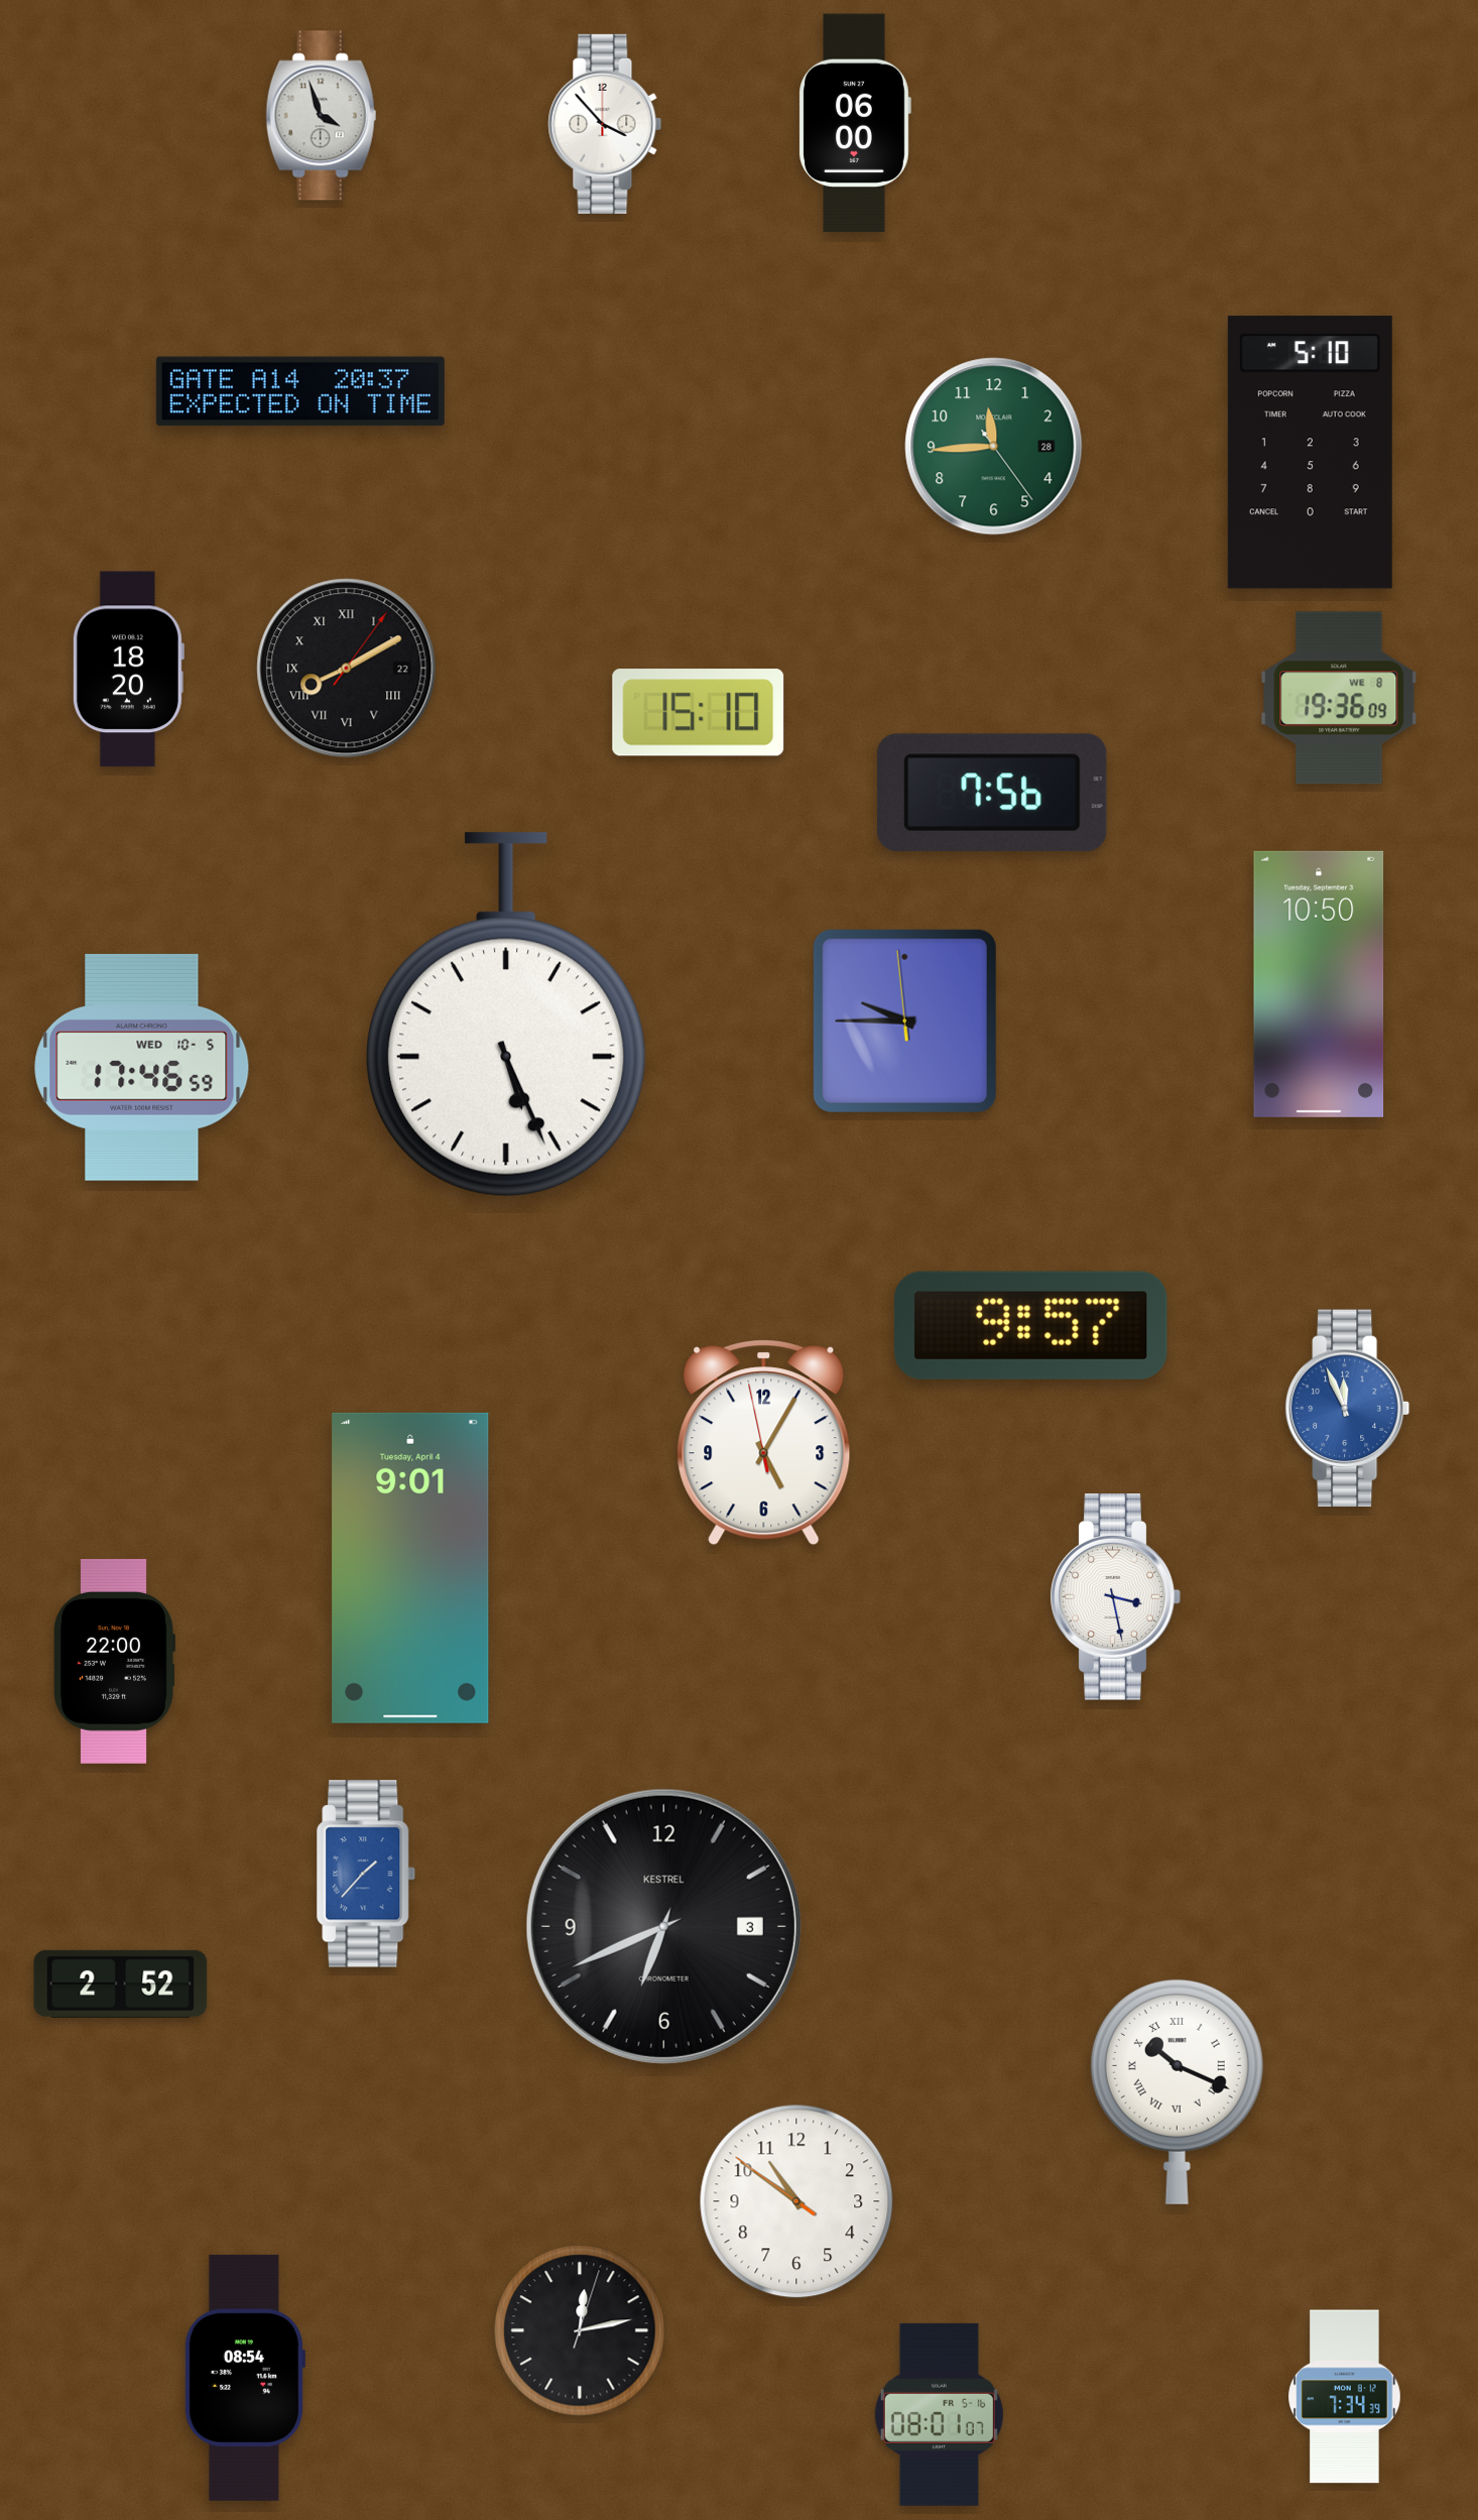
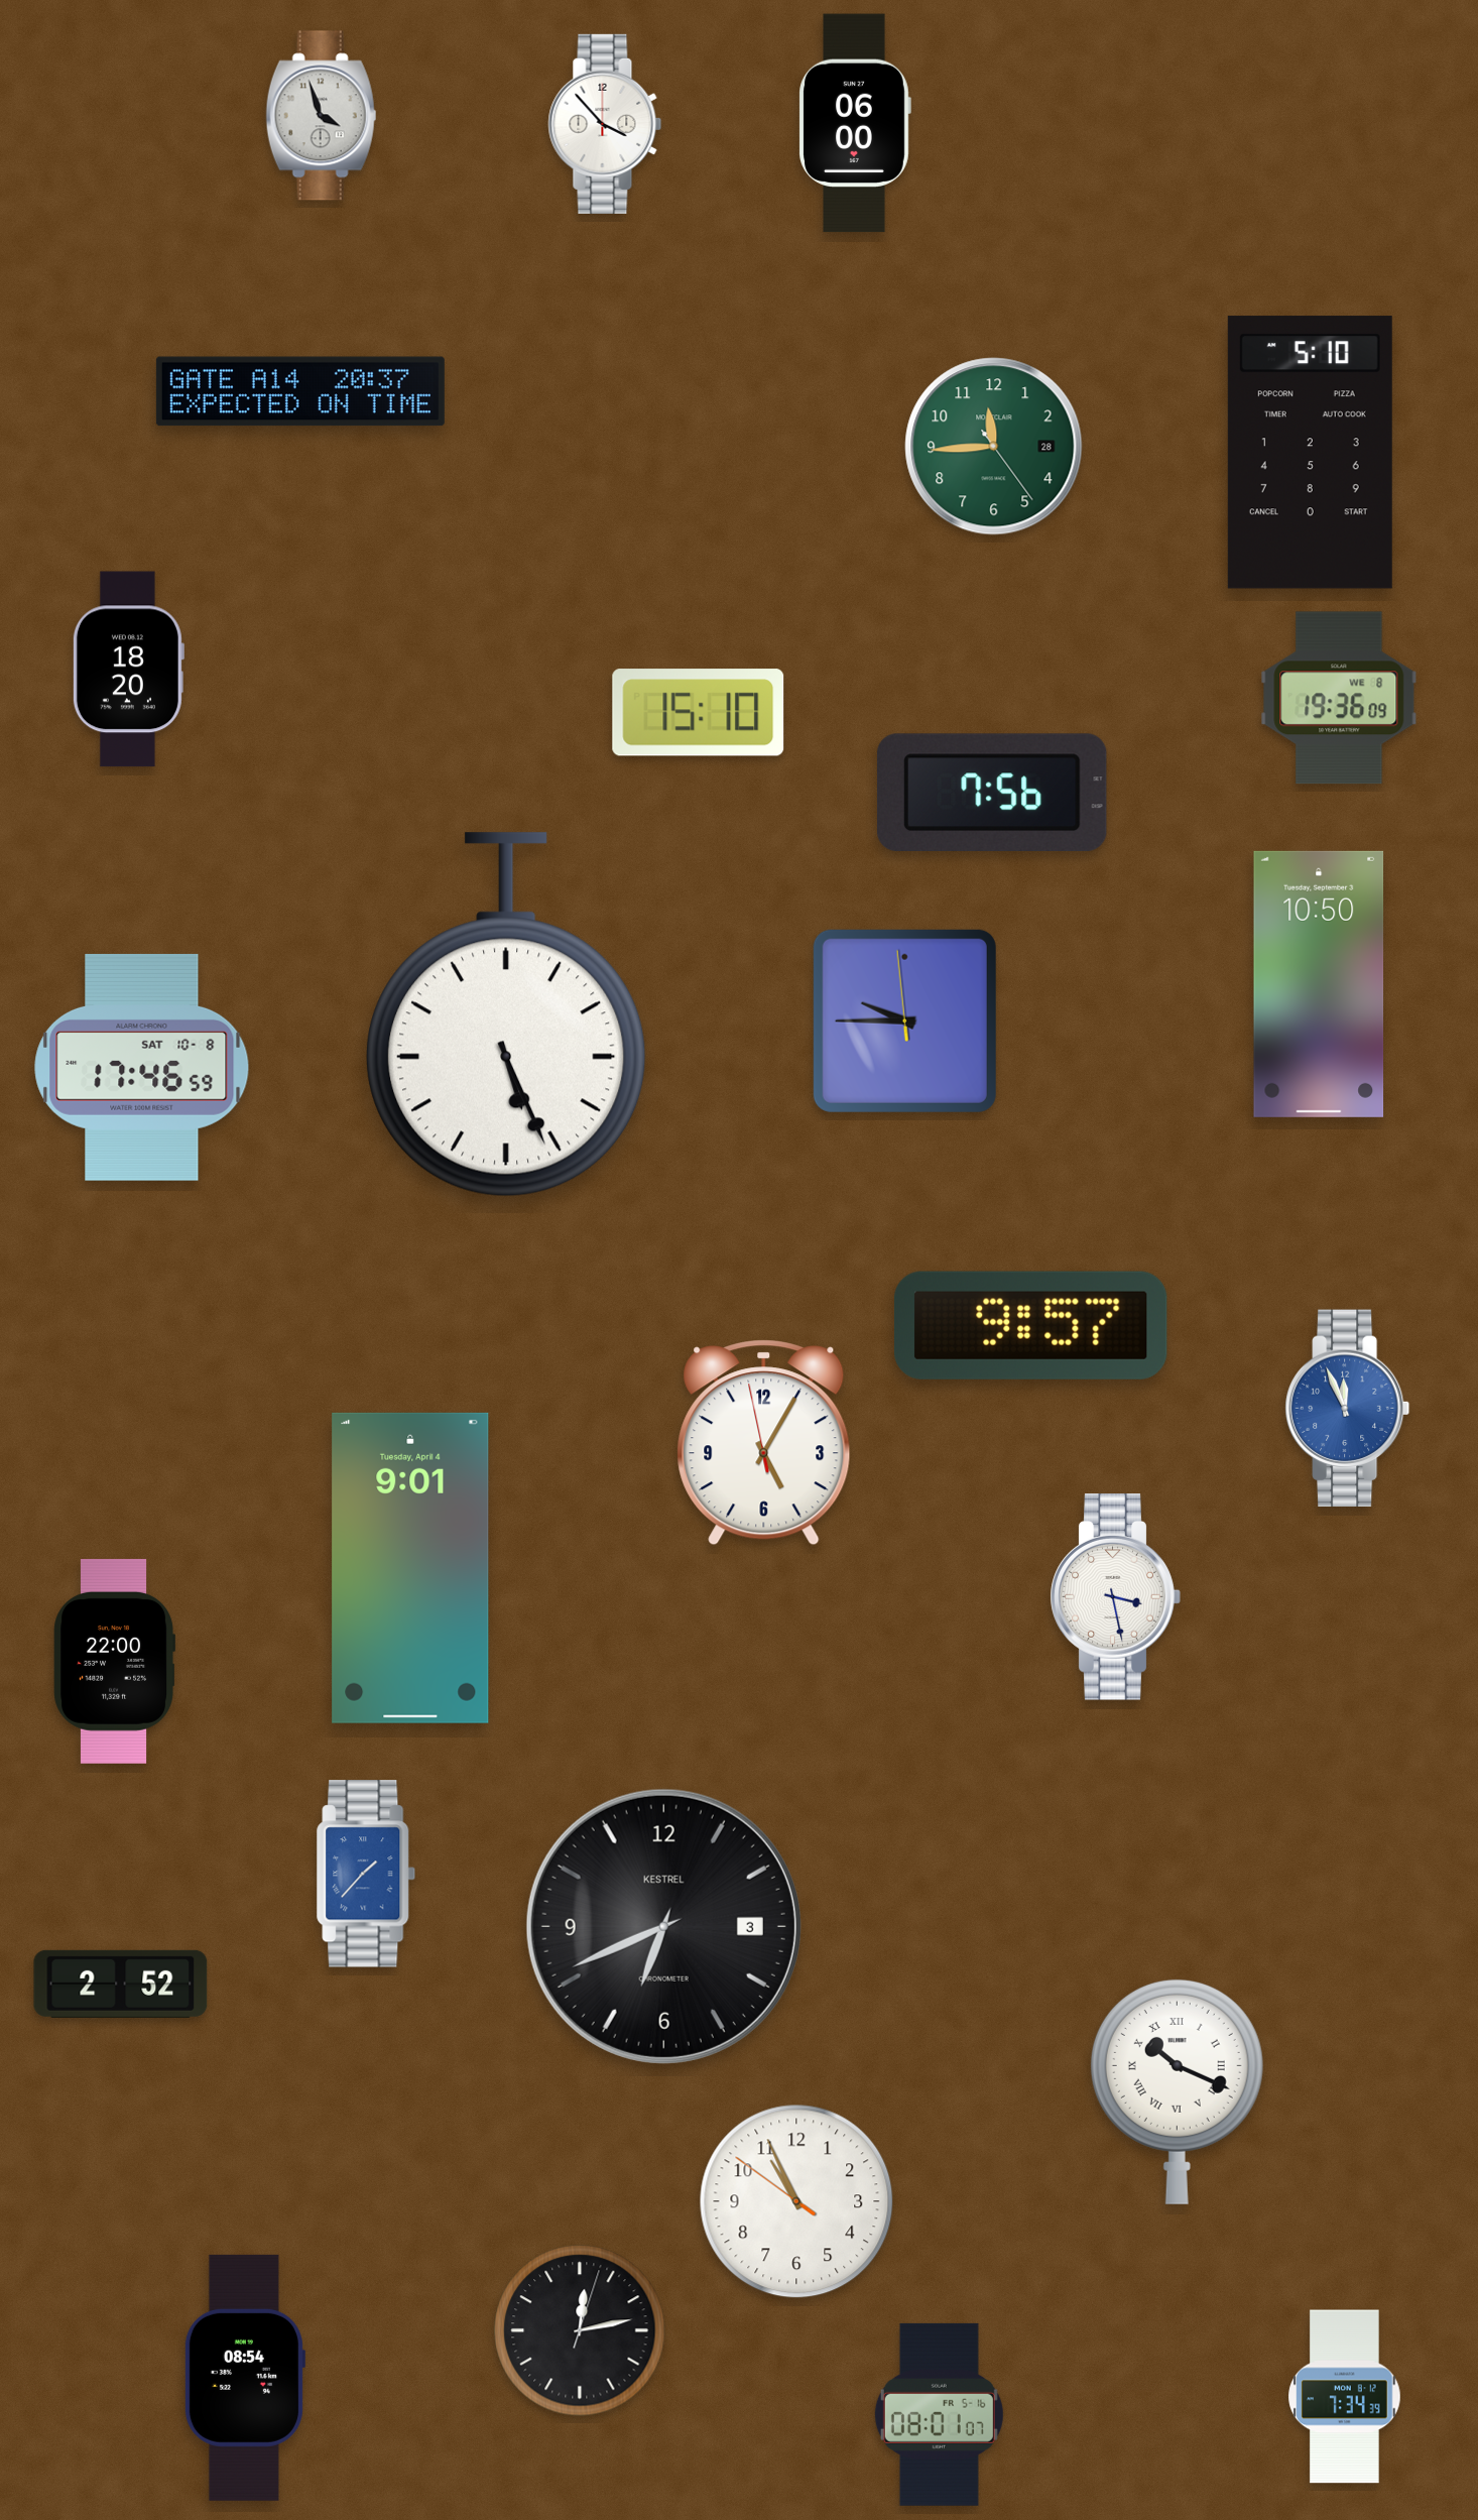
clock at (347, 669): 8:10 -> none
clock at (142, 1067) date: WED 10-5 -> SAT 10-8
clock at (796, 2201): 10:50 -> 10:55
